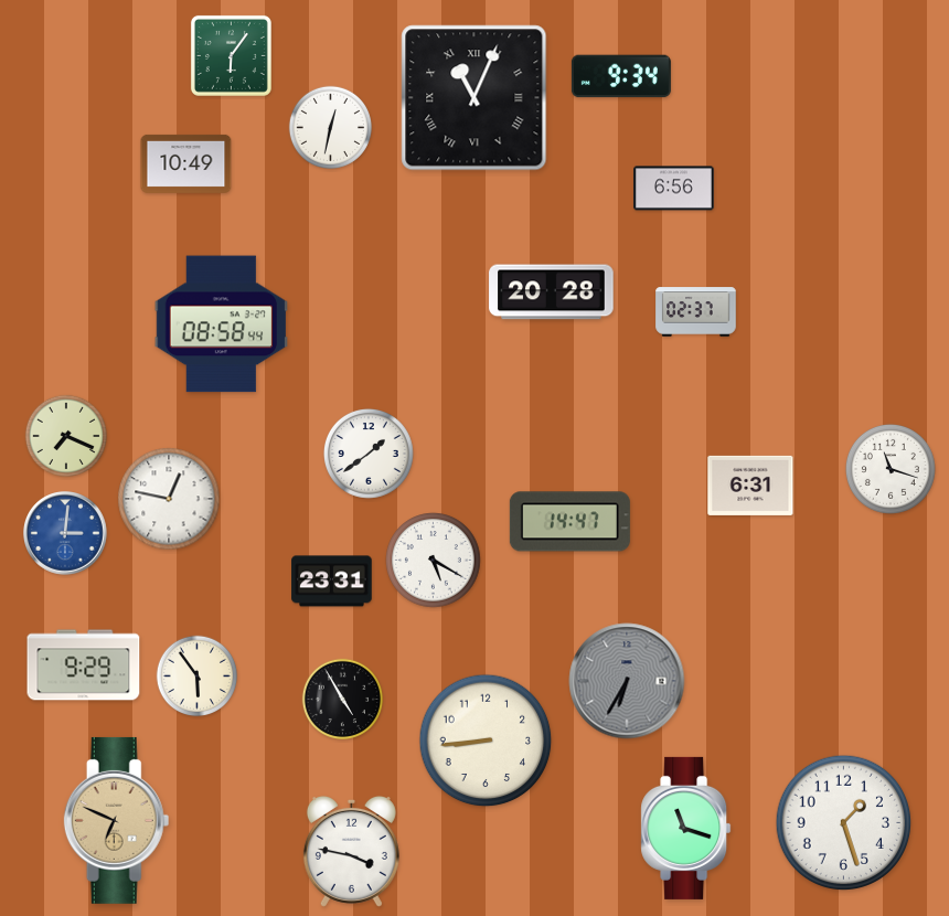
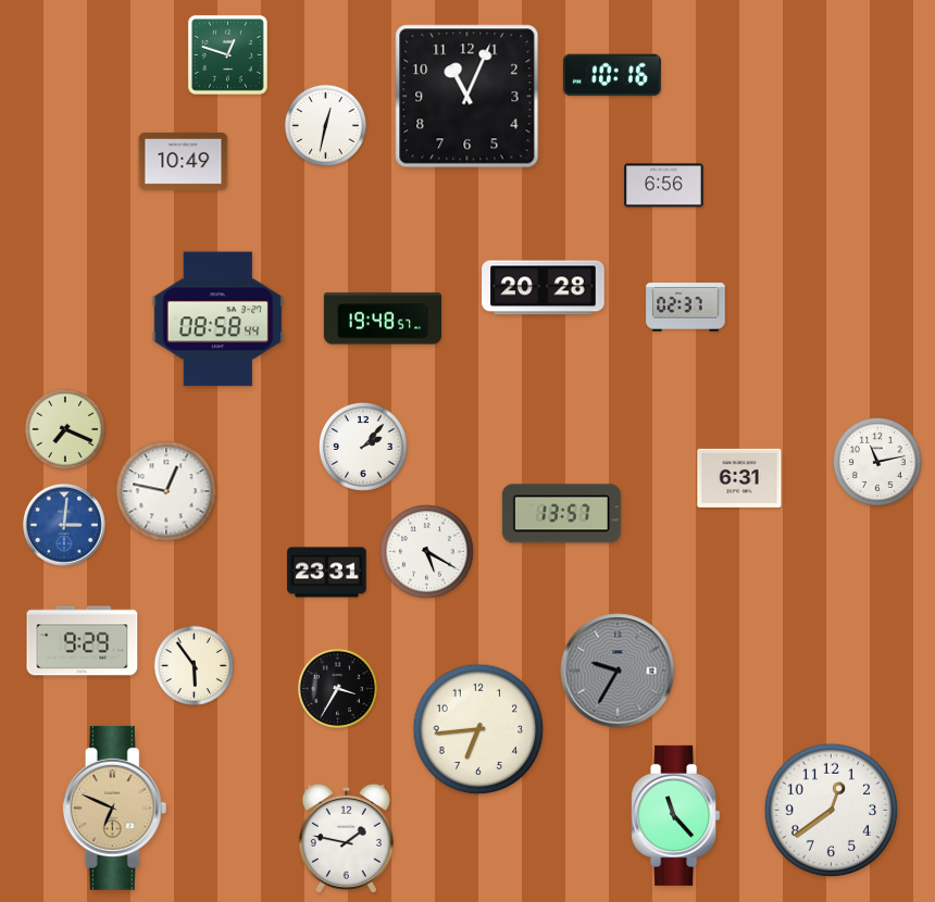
clock at (231, 55): 6:06 -> 12:48
clock at (621, 76): 9:34 -> 10:16
clock at (474, 98) numerals: Roman -> Arabic
clock at (383, 318): none -> 19:48
clock at (369, 454): 1:39 -> 2:07
clock at (891, 469): 11:18 -> 11:13
clock at (569, 522): 14:47 -> 13:57
clock at (84, 665) position: (84, 665) -> (83, 641)
clock at (627, 681): 6:35 -> 9:35
clock at (343, 700): 4:55 -> 3:35
clock at (486, 741): 8:44 -> 6:44
clock at (844, 823): 1:27 -> 12:39
clock at (686, 828): 11:18 -> 11:23
clock at (351, 851): 3:47 -> 1:47
